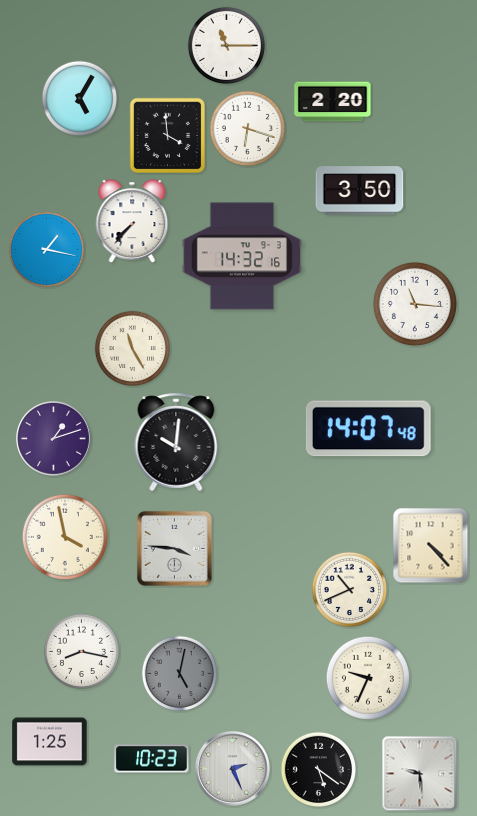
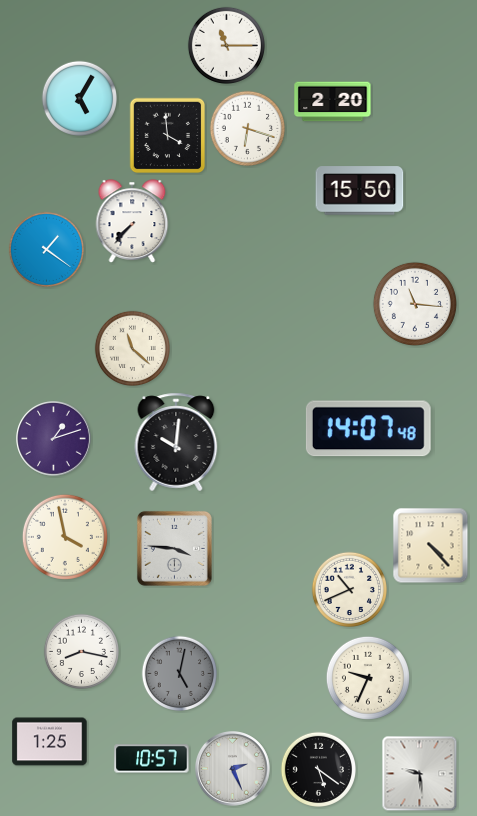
clock at (360, 191): 3:50 -> 15:50
clock at (46, 249): 1:17 -> 1:21
clock at (242, 256): 14:32 -> none
clock at (132, 348): 11:25 -> 11:22
clock at (152, 759): 10:23 -> 10:57
